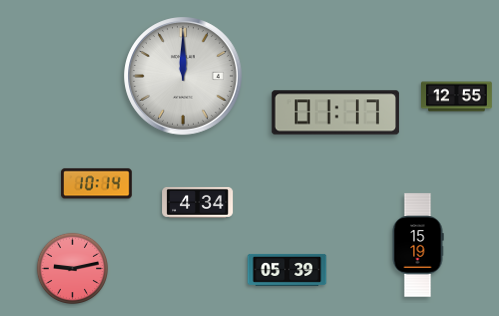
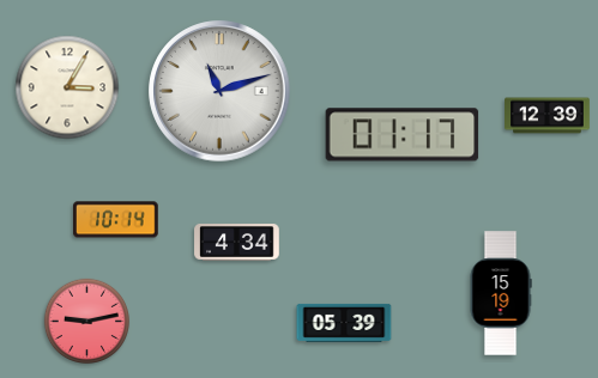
clock at (67, 87): none -> 3:05
clock at (183, 76): 12:00 -> 11:12
clock at (457, 97): 12:55 -> 12:39
